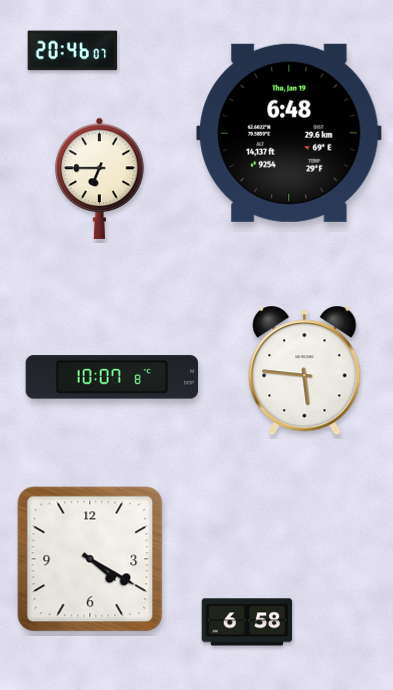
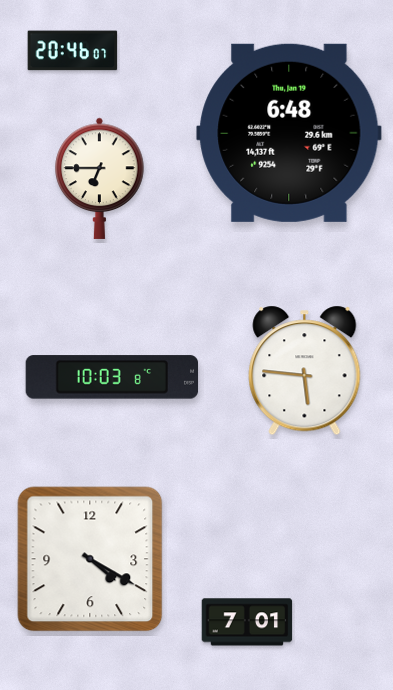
clock at (112, 377): 10:07 -> 10:03
clock at (247, 622): 6:58 -> 7:01
